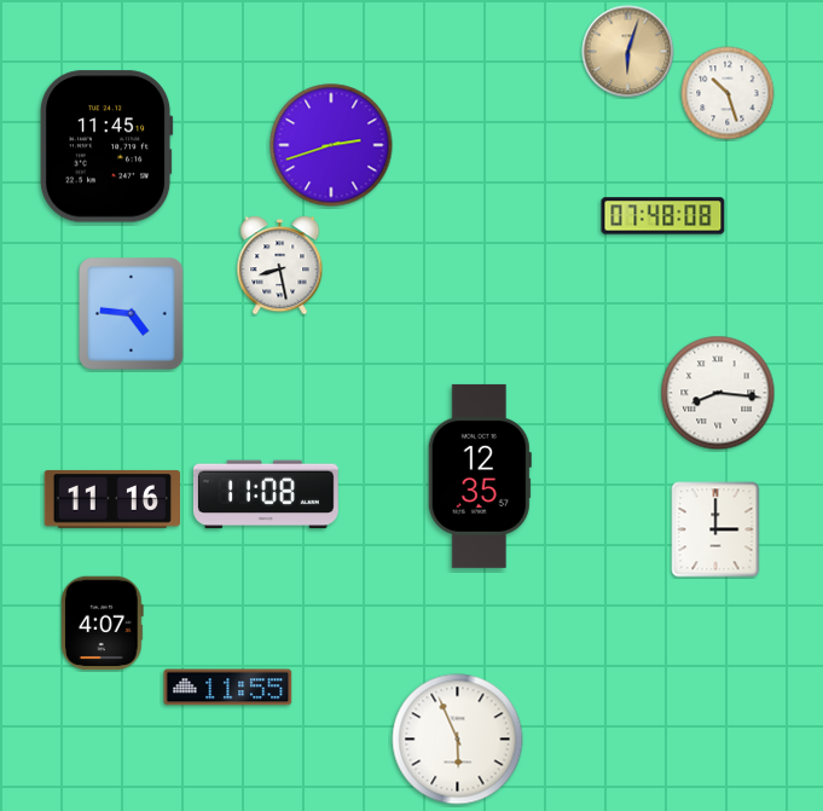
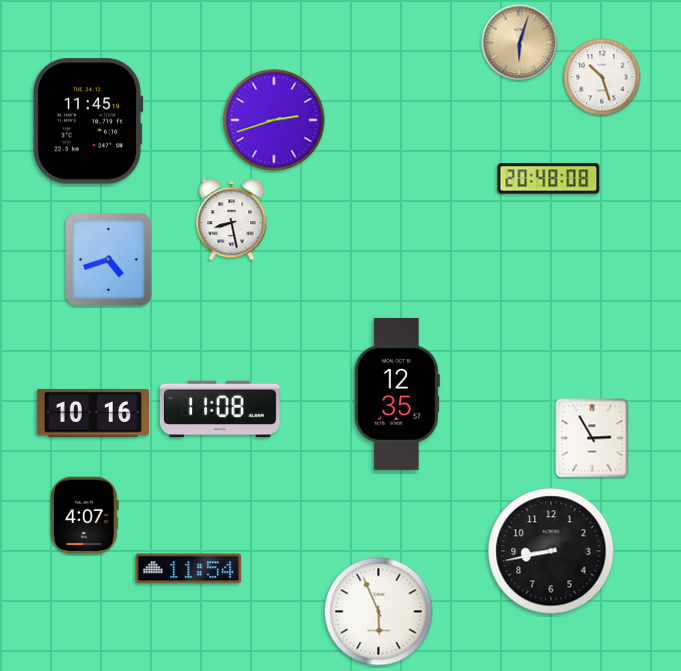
clock at (663, 216): 07:48 -> 20:48
clock at (132, 314): 4:46 -> 4:42
clock at (718, 393): 8:16 -> none
clock at (111, 499): 11:16 -> 10:16
clock at (715, 529): 3:00 -> 2:55
clock at (551, 551): none -> 8:43
clock at (228, 688): 11:55 -> 11:54
